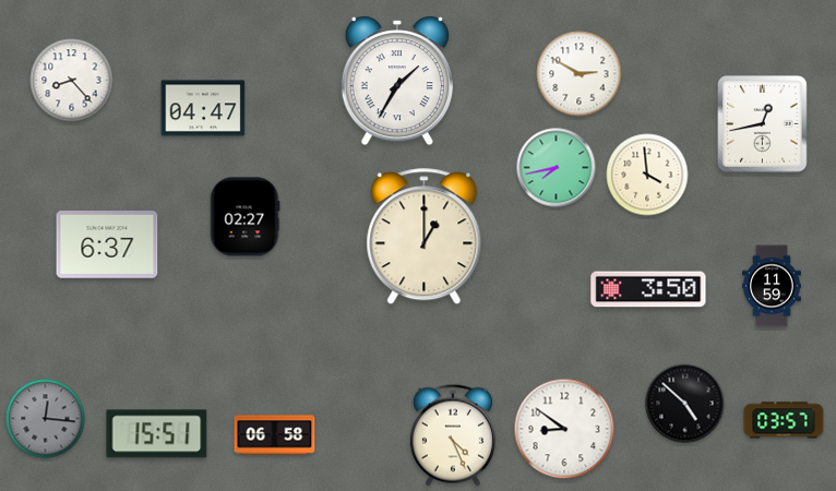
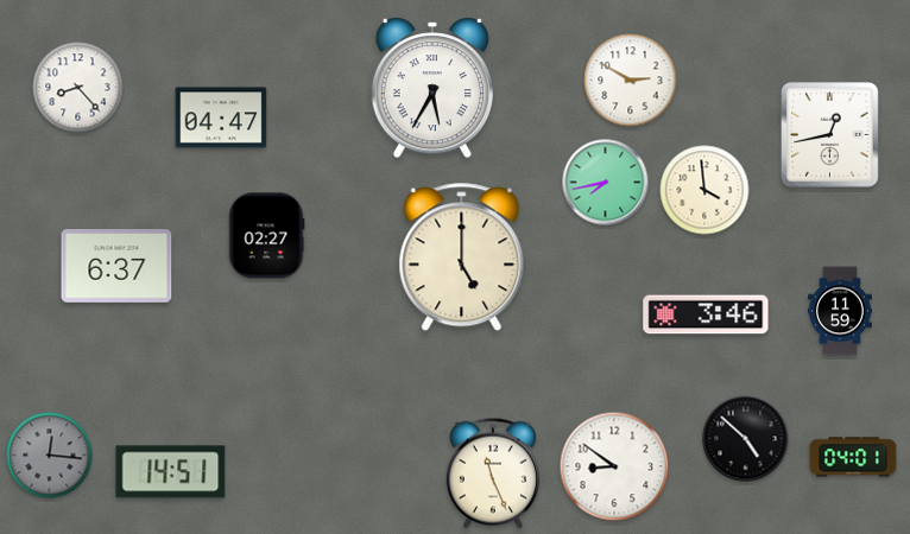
clock at (397, 81): 1:35 -> 5:35
clock at (425, 237): 1:00 -> 5:00
clock at (648, 289): 3:50 -> 3:46
clock at (784, 420): 03:57 -> 04:01
clock at (157, 434): 15:51 -> 14:51
clock at (275, 435): 06:58 -> none
clock at (453, 435): 4:26 -> 11:26
